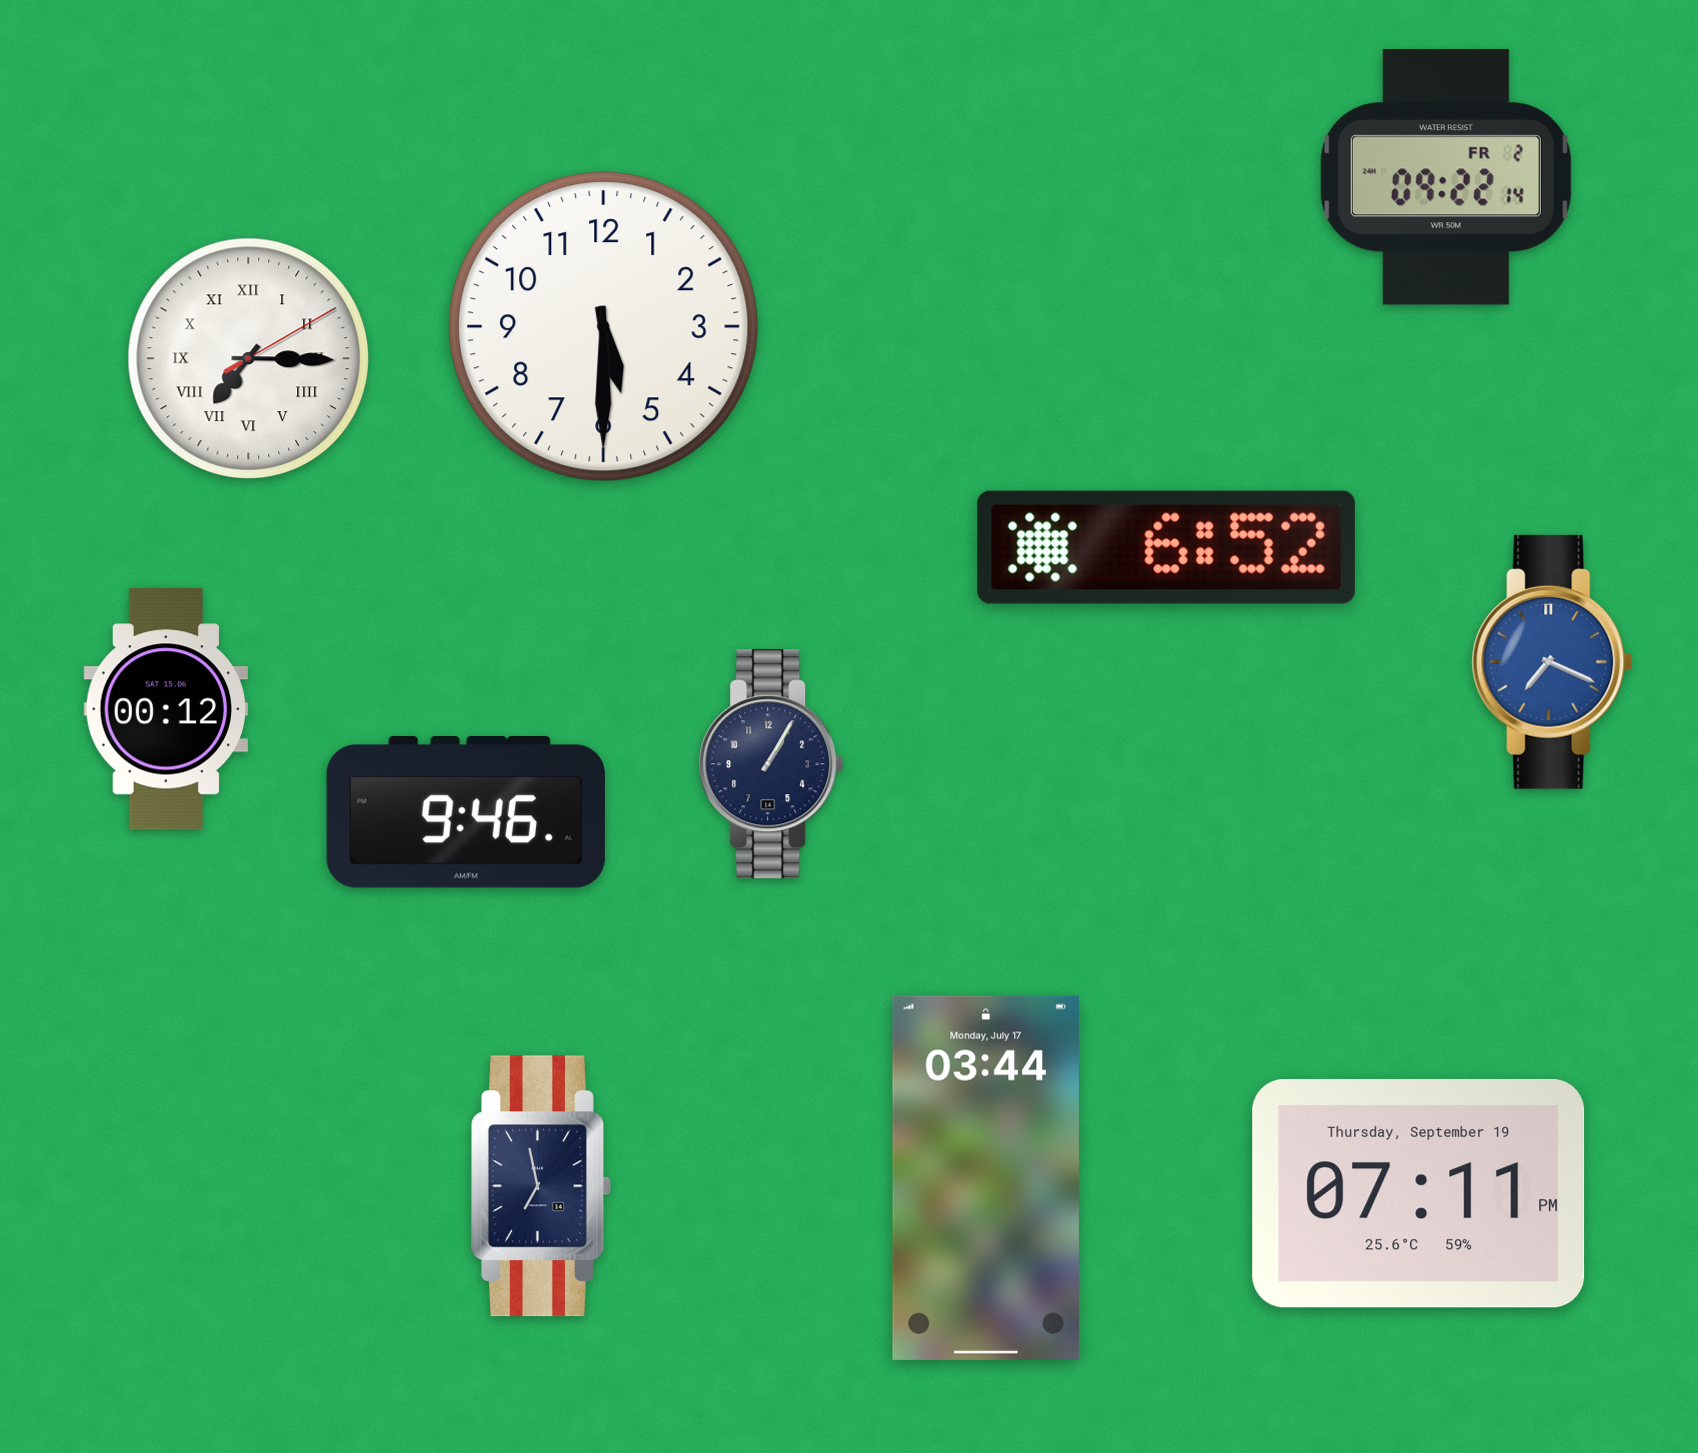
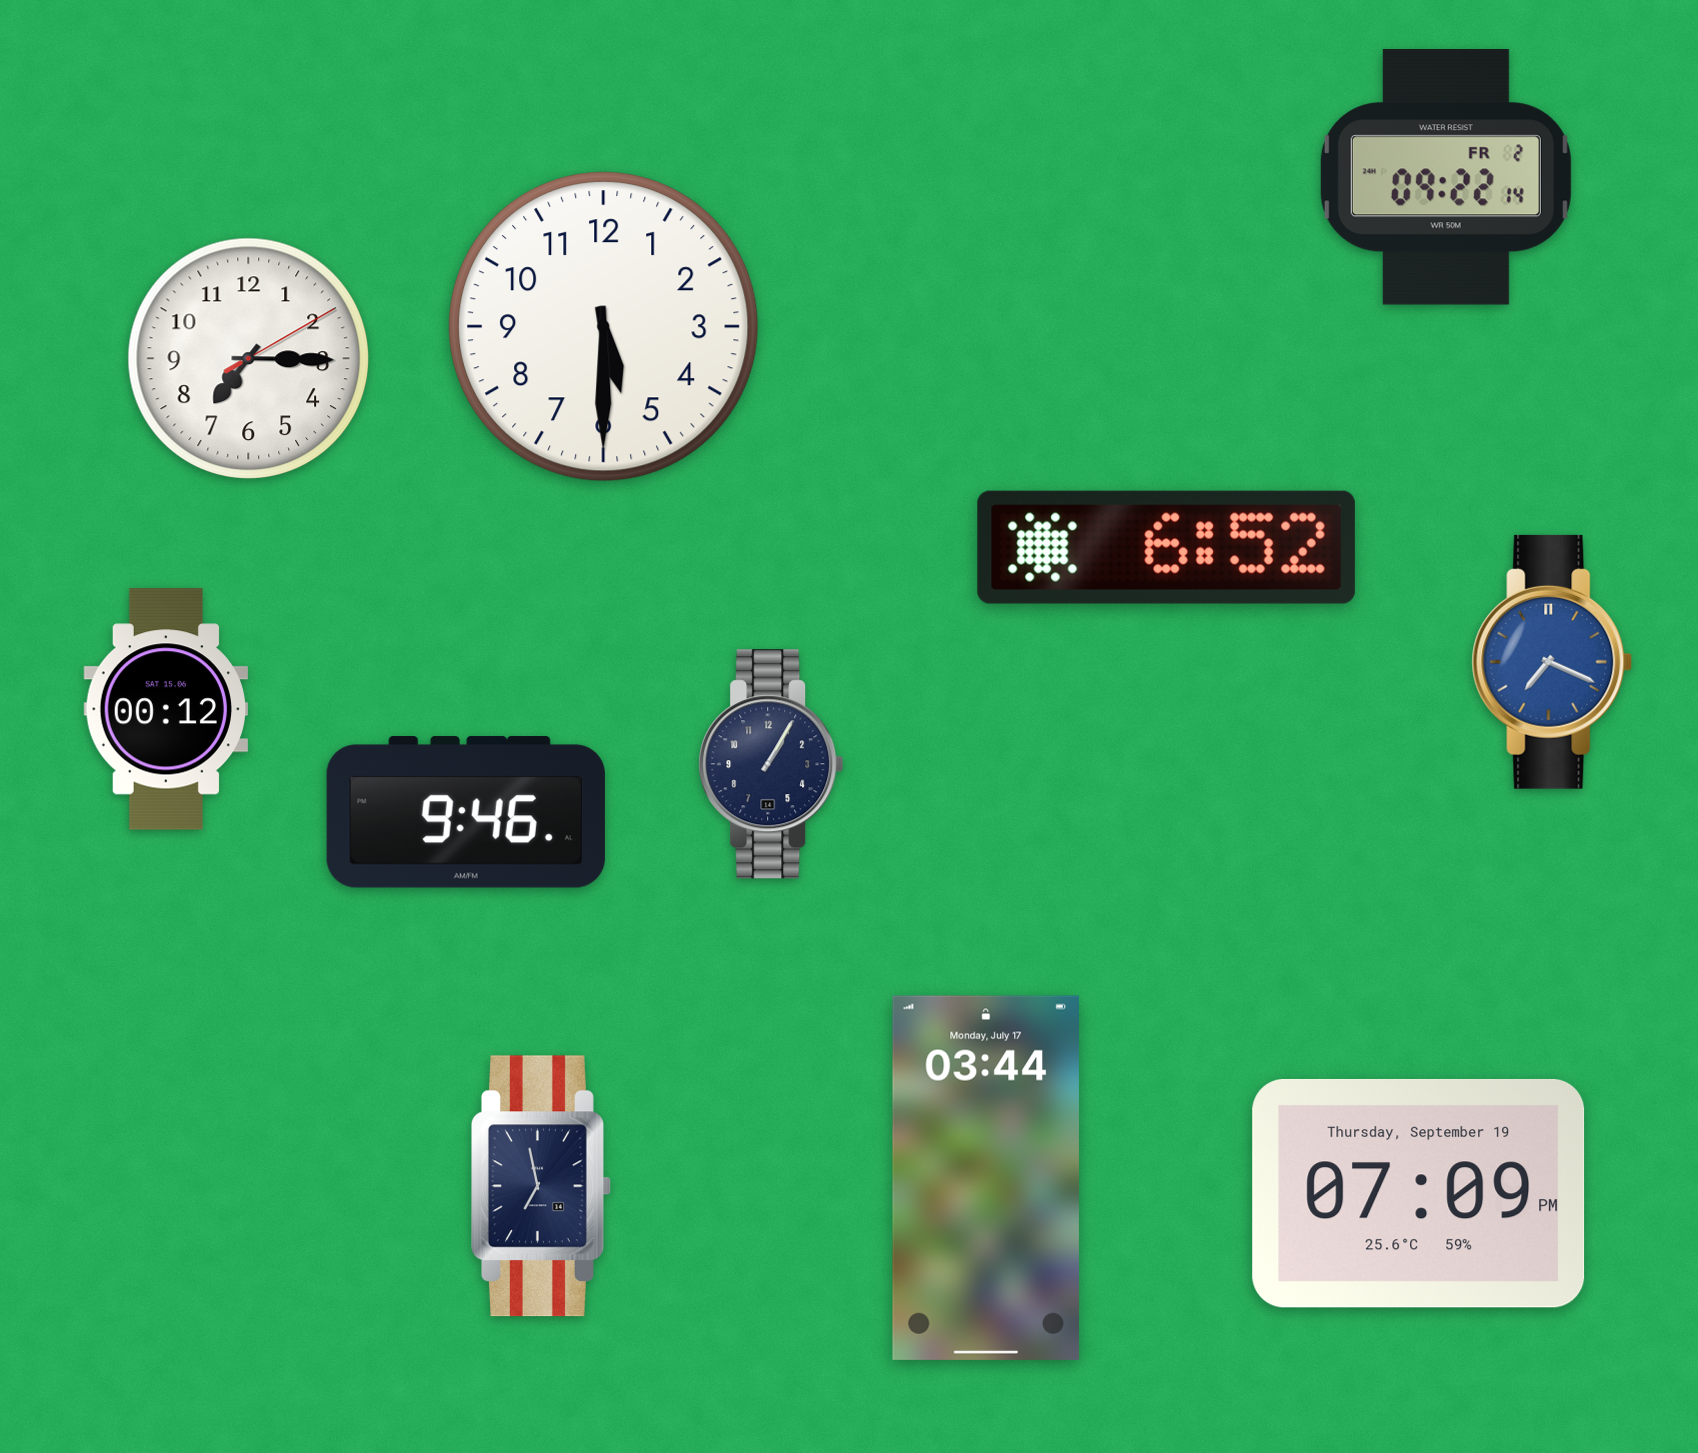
clock at (249, 359) numerals: Roman -> Arabic
clock at (1419, 1193): 07:11 -> 07:09
